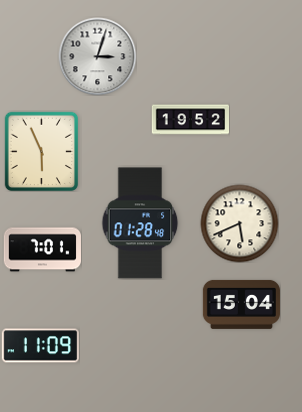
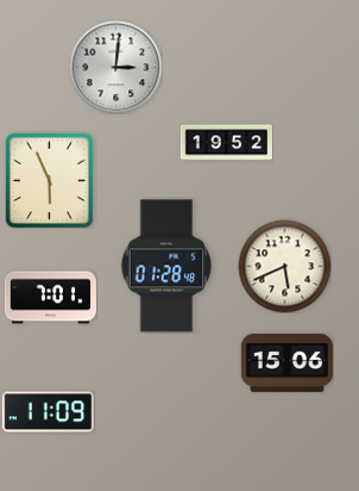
clock at (97, 56): 3:03 -> 3:01
clock at (241, 304): 15:04 -> 15:06
